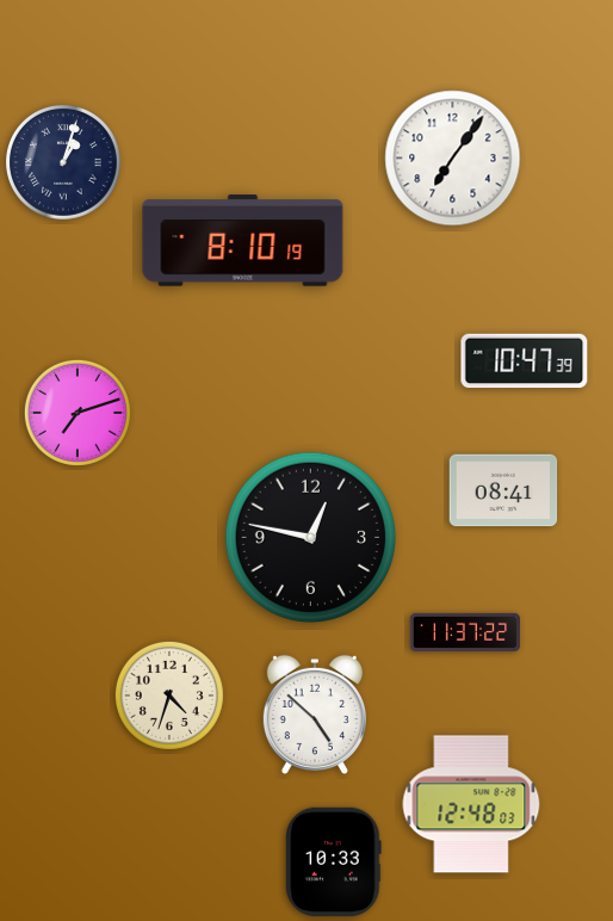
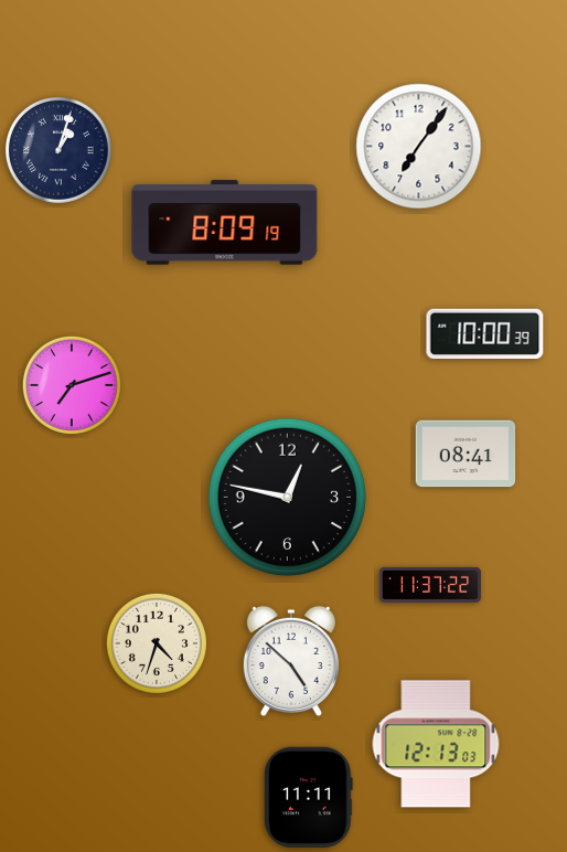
clock at (243, 241): 8:10 -> 8:09
clock at (525, 361): 10:47 -> 10:00
clock at (78, 413) position: (78, 413) -> (72, 385)
clock at (471, 804): 12:48 -> 12:13
clock at (334, 863): 10:33 -> 11:11
